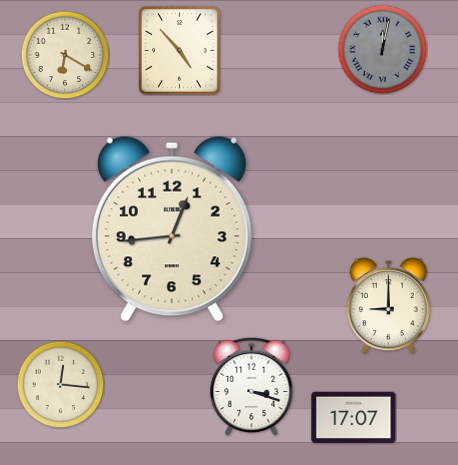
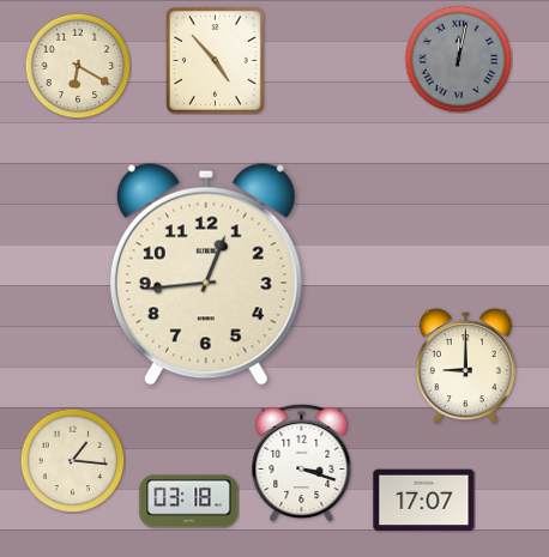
clock at (60, 384): 12:16 -> 1:16
clock at (189, 502): none -> 03:18
